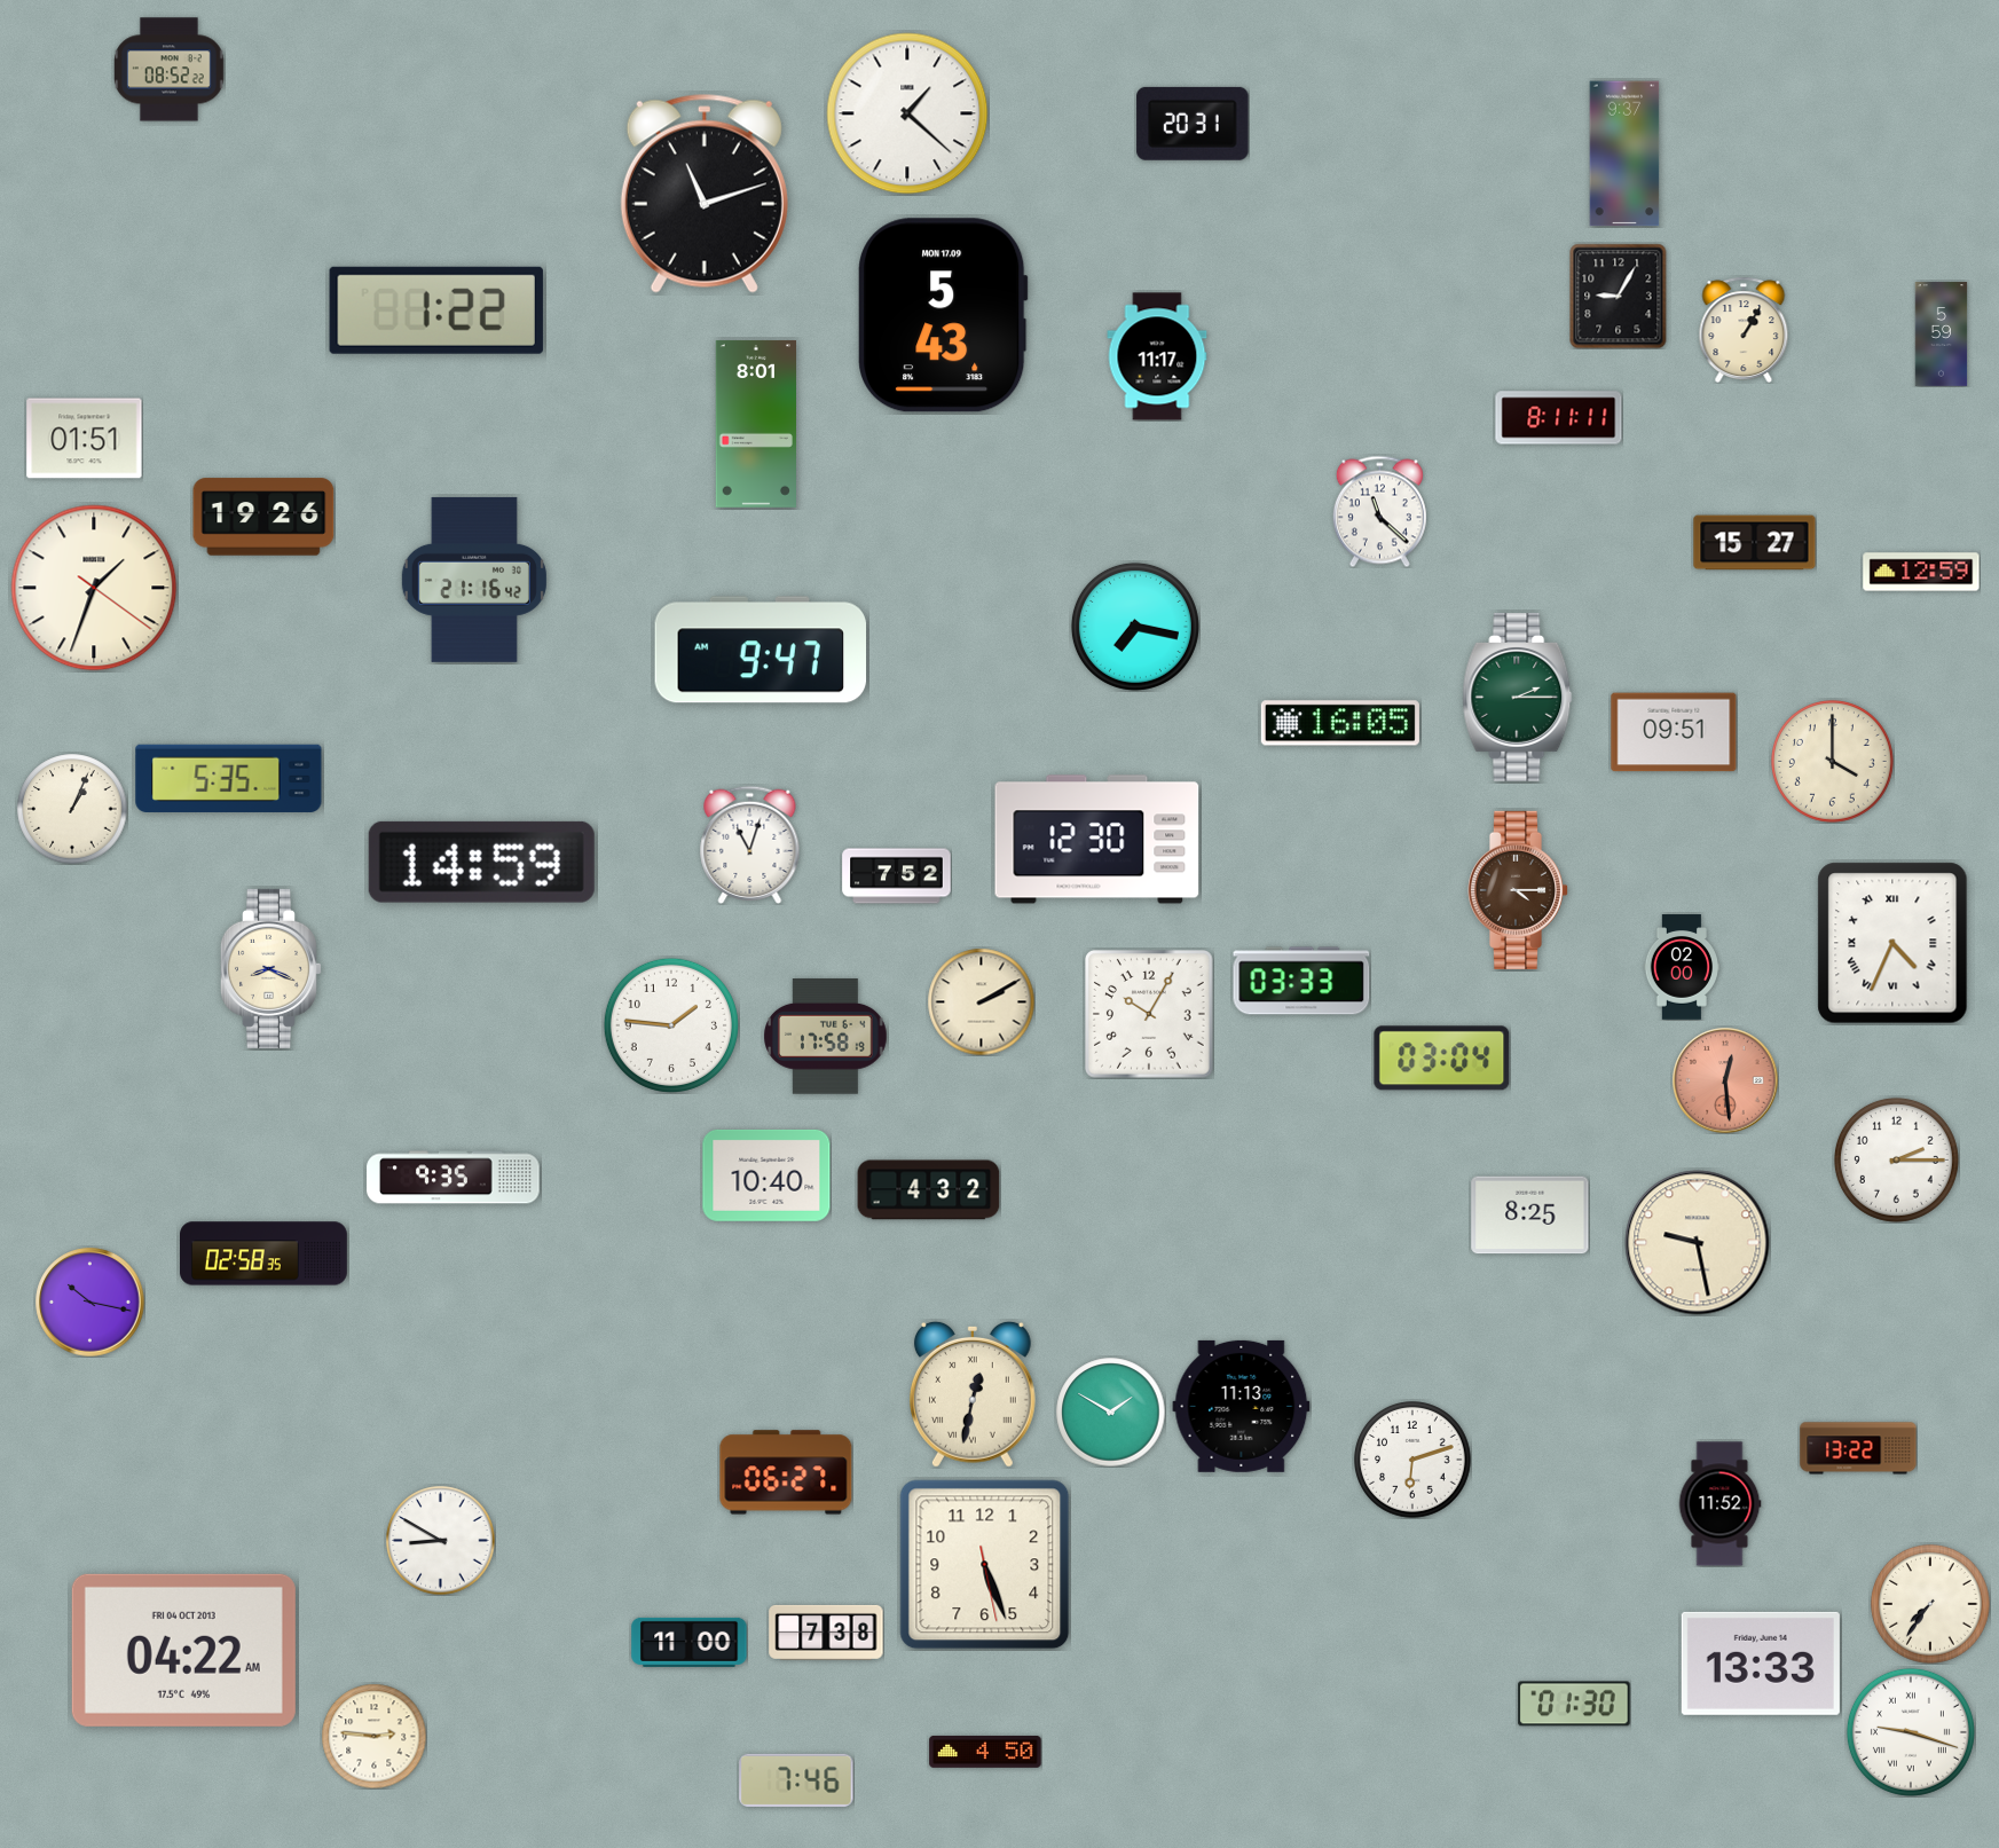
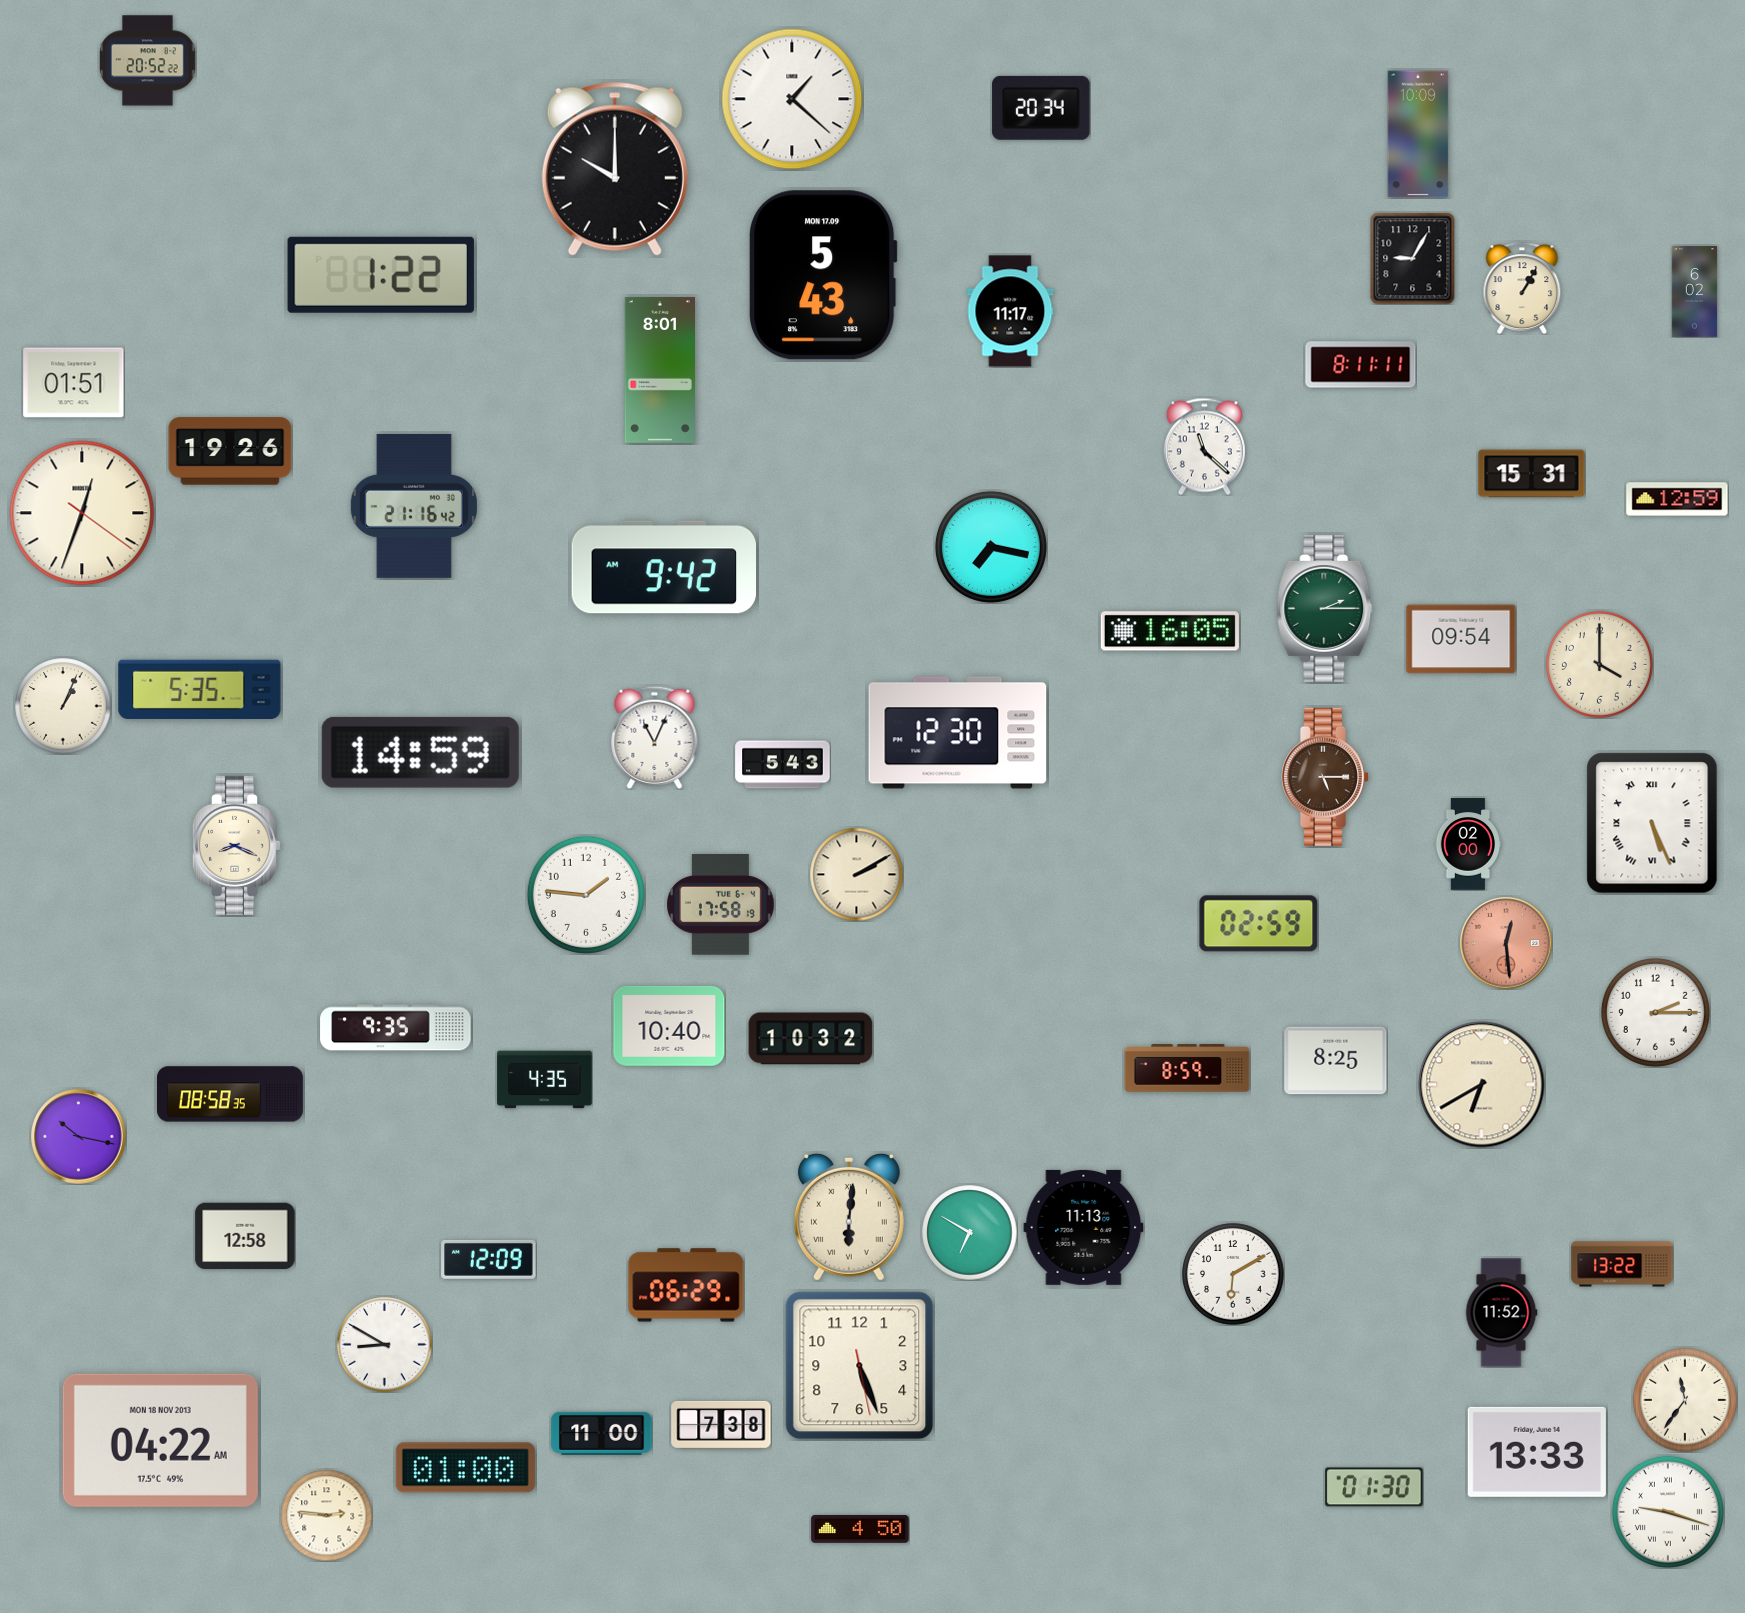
clock at (168, 70): 08:52 -> 20:52
clock at (1193, 124): 20:31 -> 20:34
clock at (1624, 154): 9:37 -> 10:09
clock at (705, 194): 11:12 -> 10:00
clock at (436, 310) position: (436, 310) -> (381, 275)
clock at (1942, 335): 5:59 -> 6:02
clock at (1755, 543): 15:27 -> 15:31
clock at (94, 588): 1:33 -> 12:33
clock at (761, 650): 9:47 -> 9:42
clock at (1674, 732): 09:51 -> 09:54
clock at (229, 778) position: (229, 778) -> (200, 689)
clock at (750, 844): 11:03 -> 11:04
clock at (897, 876): 7:52 -> 5:43
clock at (1517, 890): 4:15 -> 5:15
clock at (1892, 943): 4:34 -> 5:26
clock at (1301, 981): 03:33 -> none
clock at (1150, 1015): 10:05 -> none
clock at (1442, 1059): 03:04 -> 02:59
clock at (929, 1190): 4:32 -> 10:32
clock at (1187, 1068): none -> 8:59
clock at (545, 1080): none -> 4:35
clock at (1698, 1243): 9:28 -> 6:40
clock at (265, 1253): 02:58 -> 08:58
clock at (973, 1394): 12:32 -> 6:01
clock at (1110, 1411): 1:50 -> 6:50
clock at (245, 1236): none -> 12:58
clock at (489, 1259): none -> 12:09
clock at (1412, 1460): 6:12 -> 6:10
clock at (786, 1472): 06:27 -> 06:29
clock at (1931, 1605): 7:36 -> 11:36
clock at (183, 1650) date: FRI 04 OCT 2013 -> MON 18 NOV 2013
clock at (465, 1468): none -> 01:00
clock at (796, 1780): 7:46 -> none
